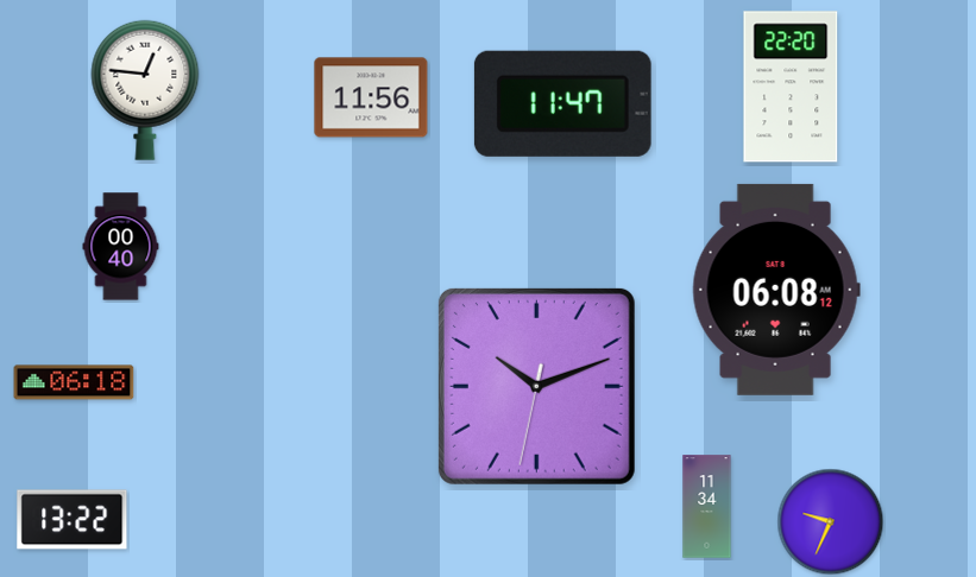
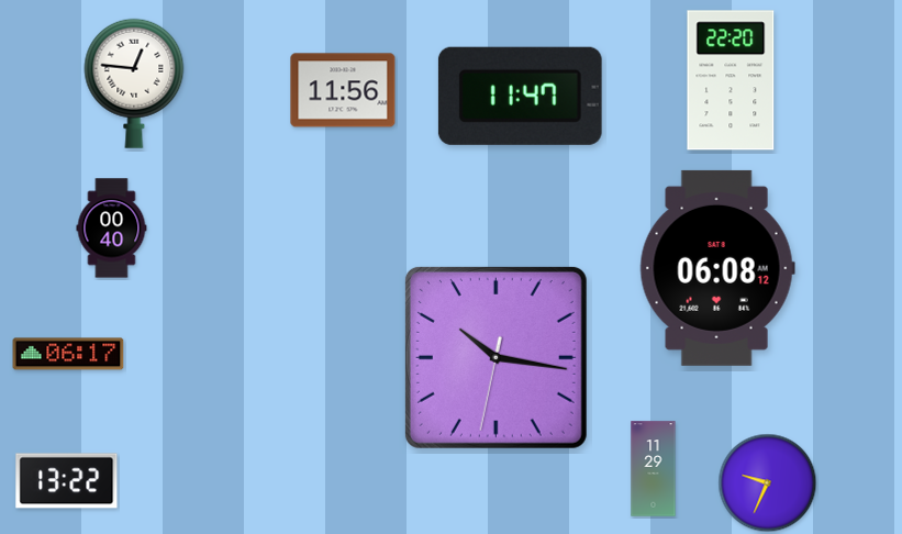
clock at (74, 382): 06:18 -> 06:17
clock at (536, 386): 10:11 -> 10:16
clock at (707, 507): 11:34 -> 11:29
